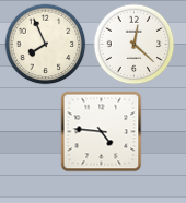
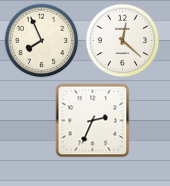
clock at (102, 132): 4:46 -> 2:34
